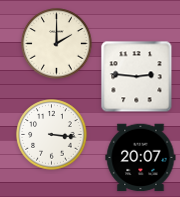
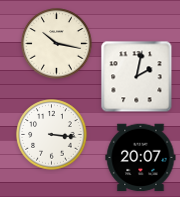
clock at (57, 44): 2:00 -> 10:17
clock at (137, 77): 2:46 -> 2:02
